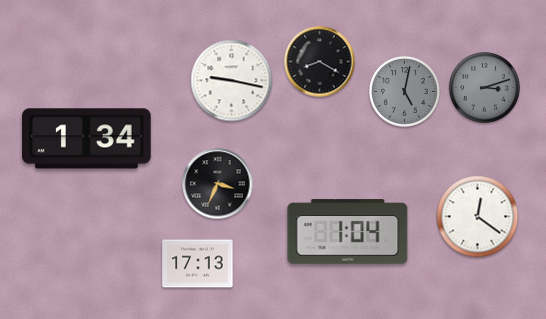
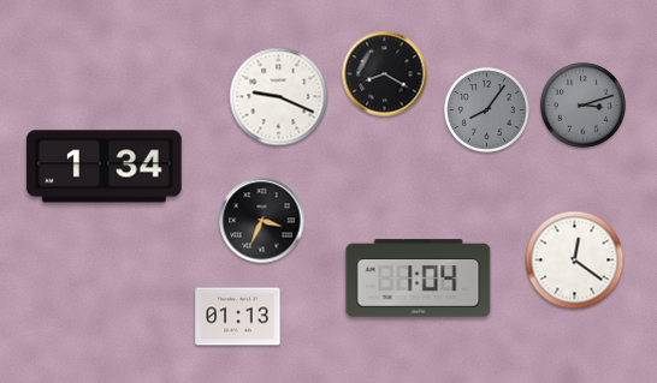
clock at (232, 81): 9:17 -> 9:19
clock at (404, 91): 5:02 -> 8:06
clock at (198, 264): 17:13 -> 01:13
